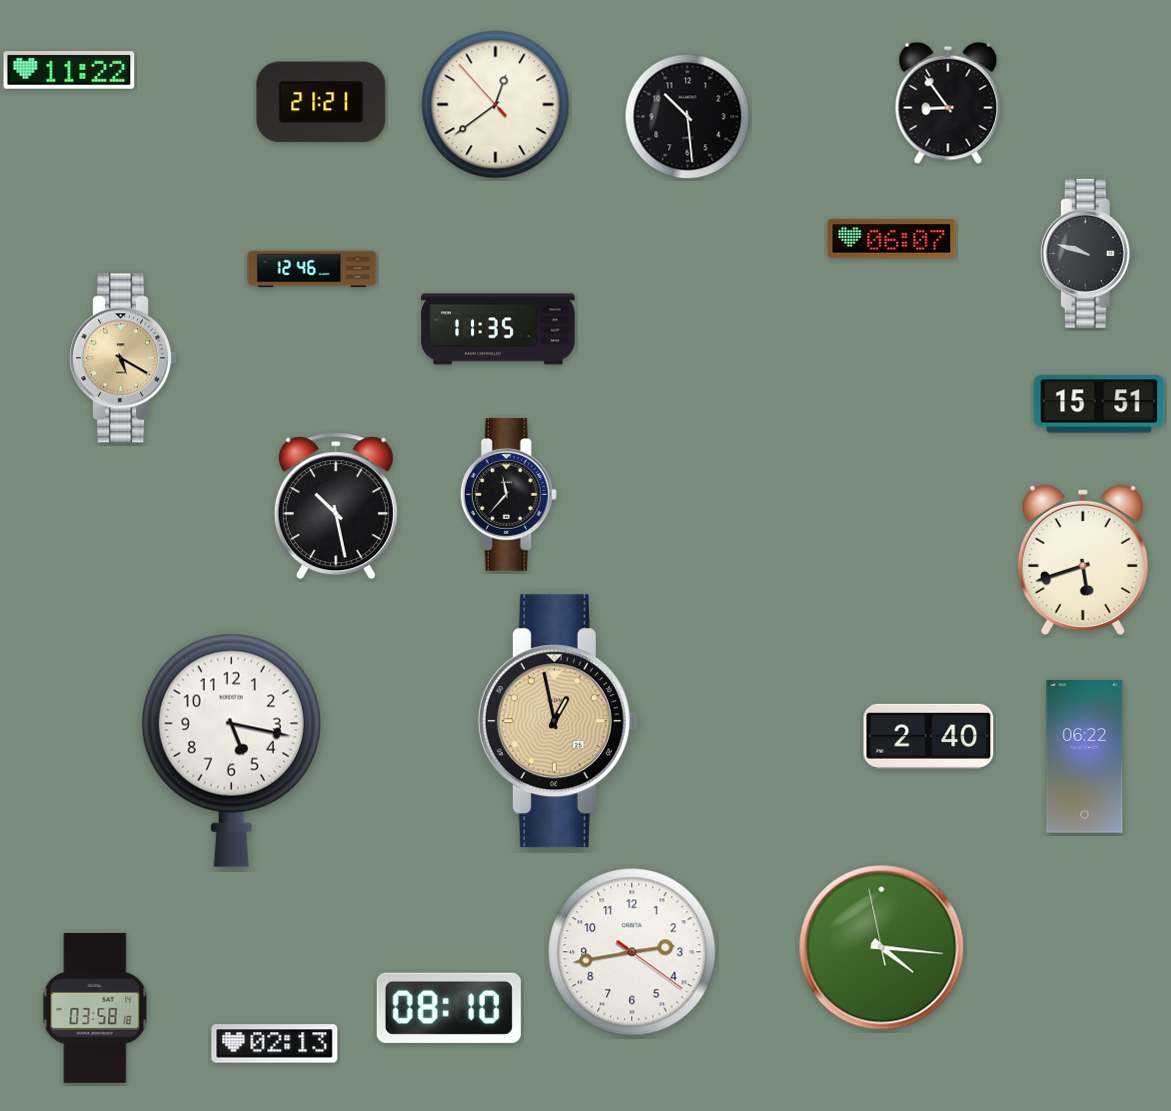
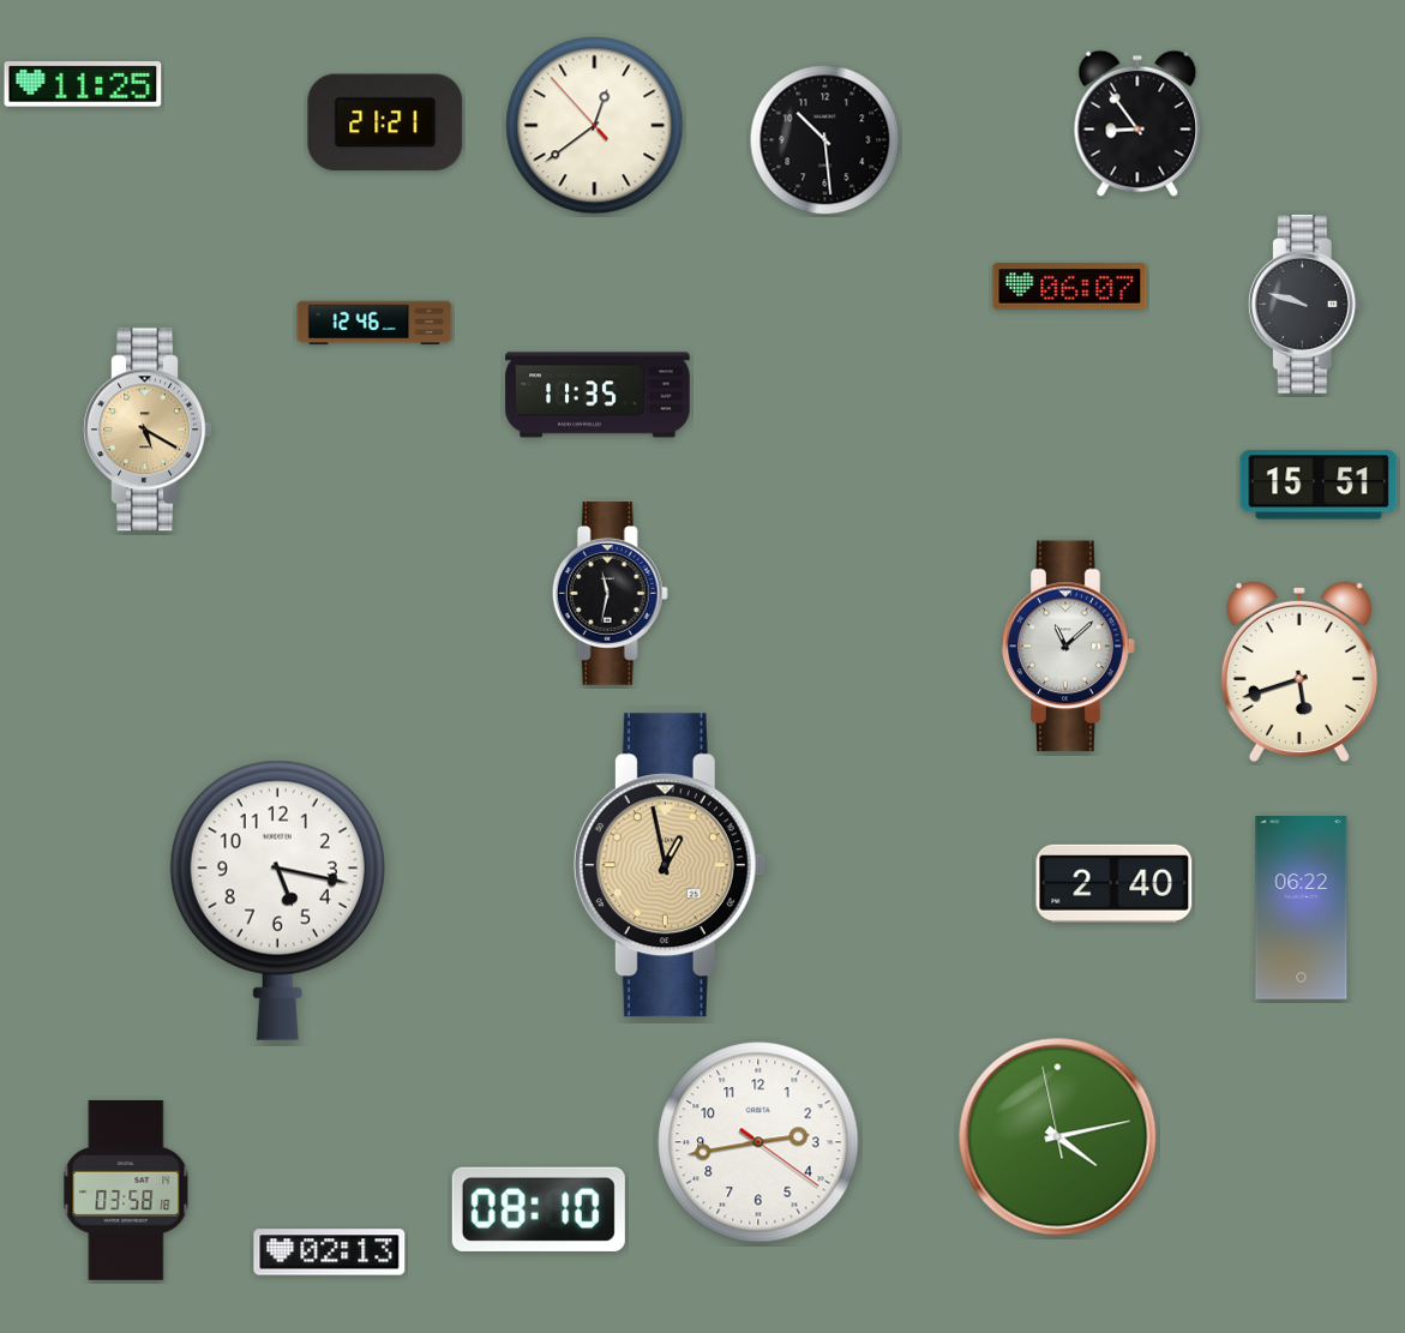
clock at (69, 70): 11:22 -> 11:25
clock at (508, 495): 11:37 -> 11:32
clock at (336, 506): 10:28 -> none
clock at (1069, 647): none -> 11:08
clock at (882, 948): 4:15 -> 4:12
clock at (95, 1008) position: (95, 1008) -> (126, 1190)
